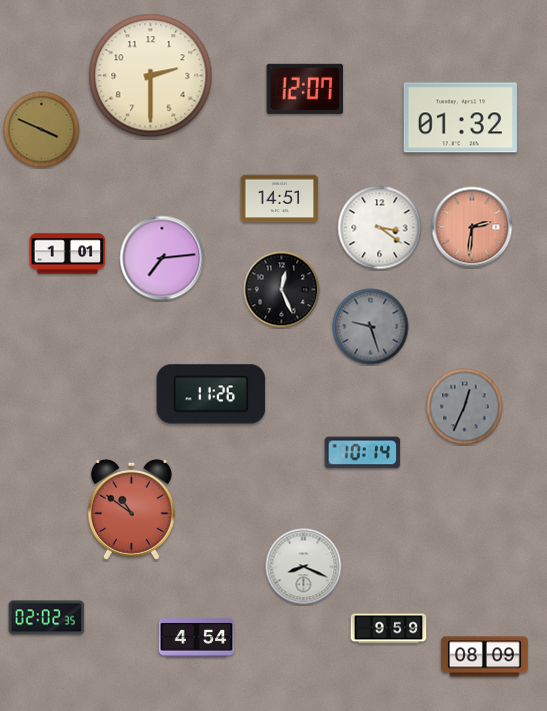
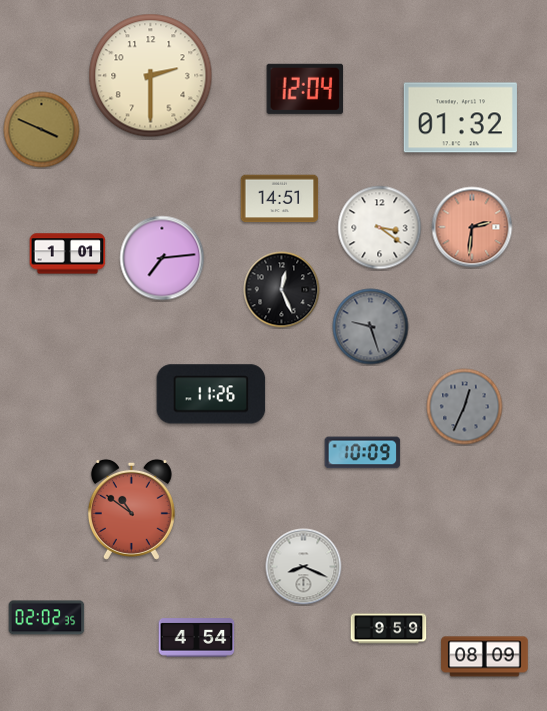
clock at (305, 89): 12:07 -> 12:04
clock at (363, 453): 10:14 -> 10:09
